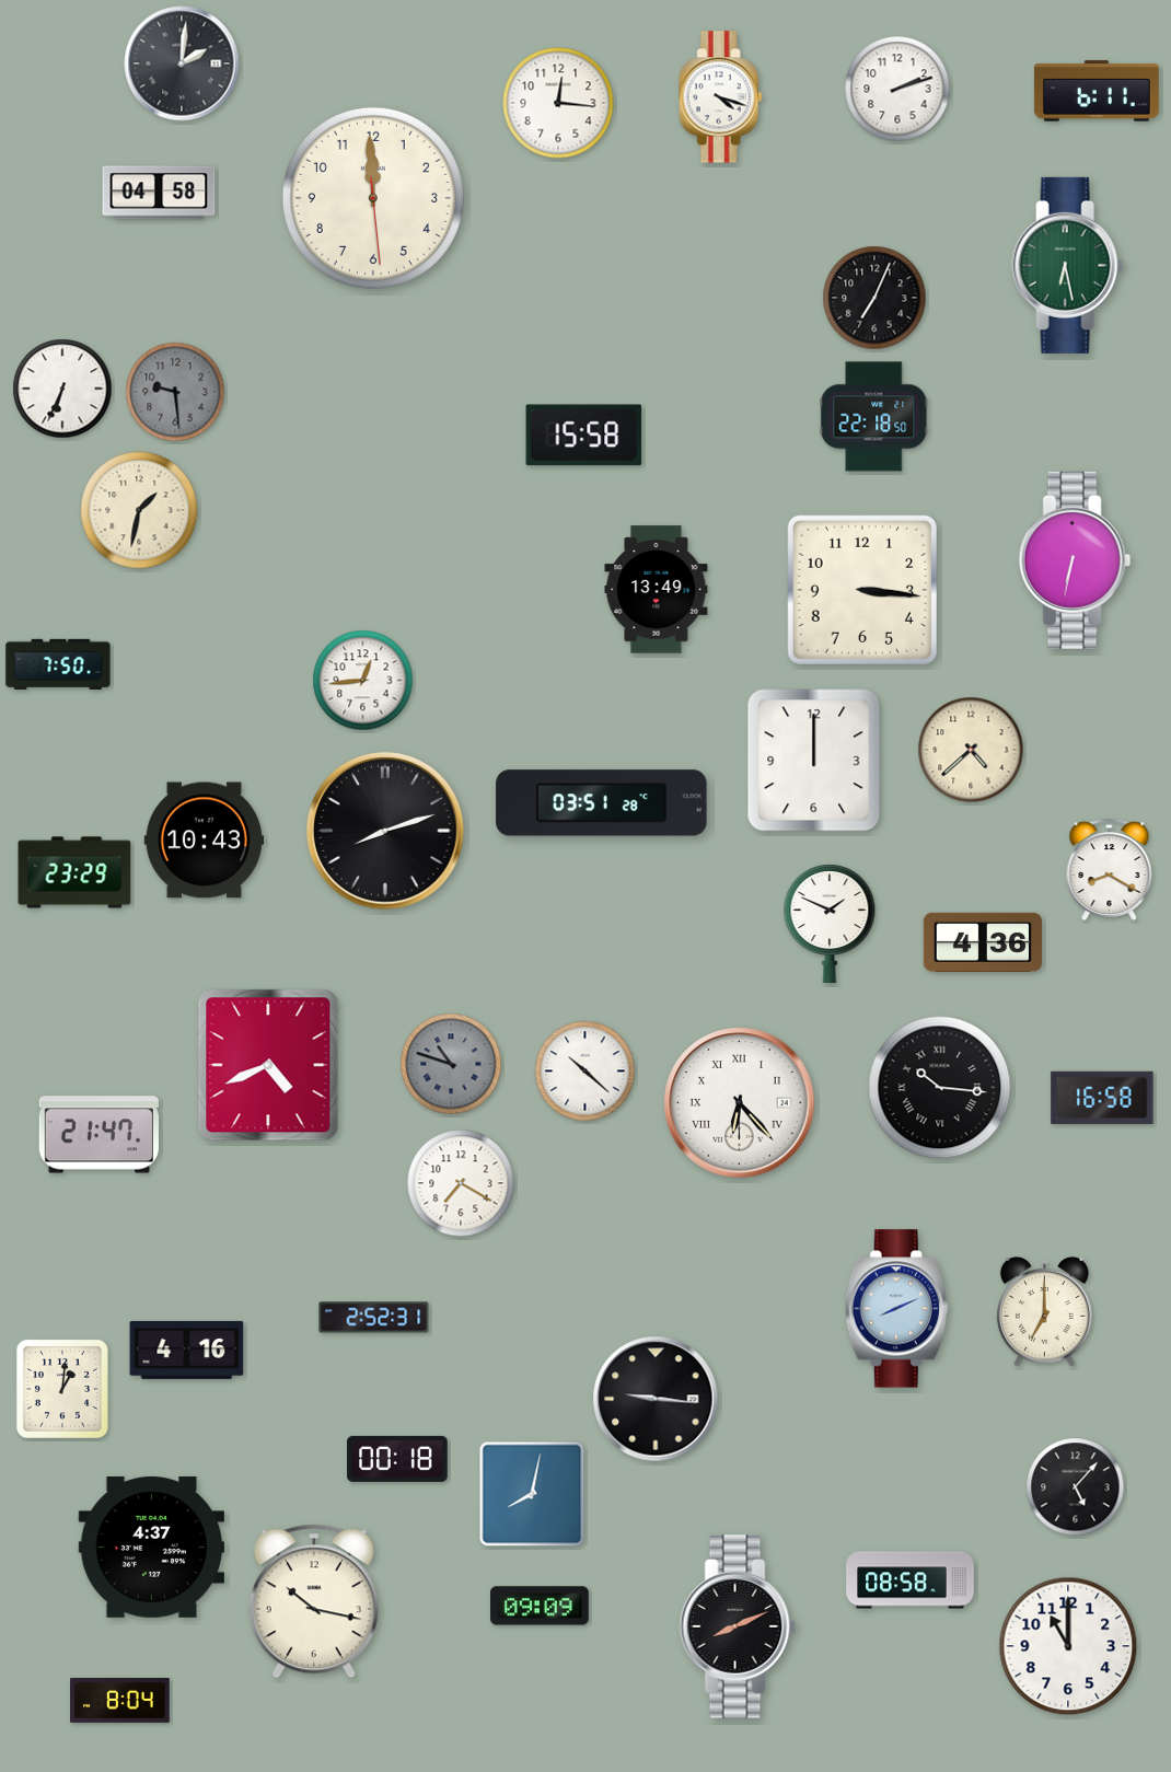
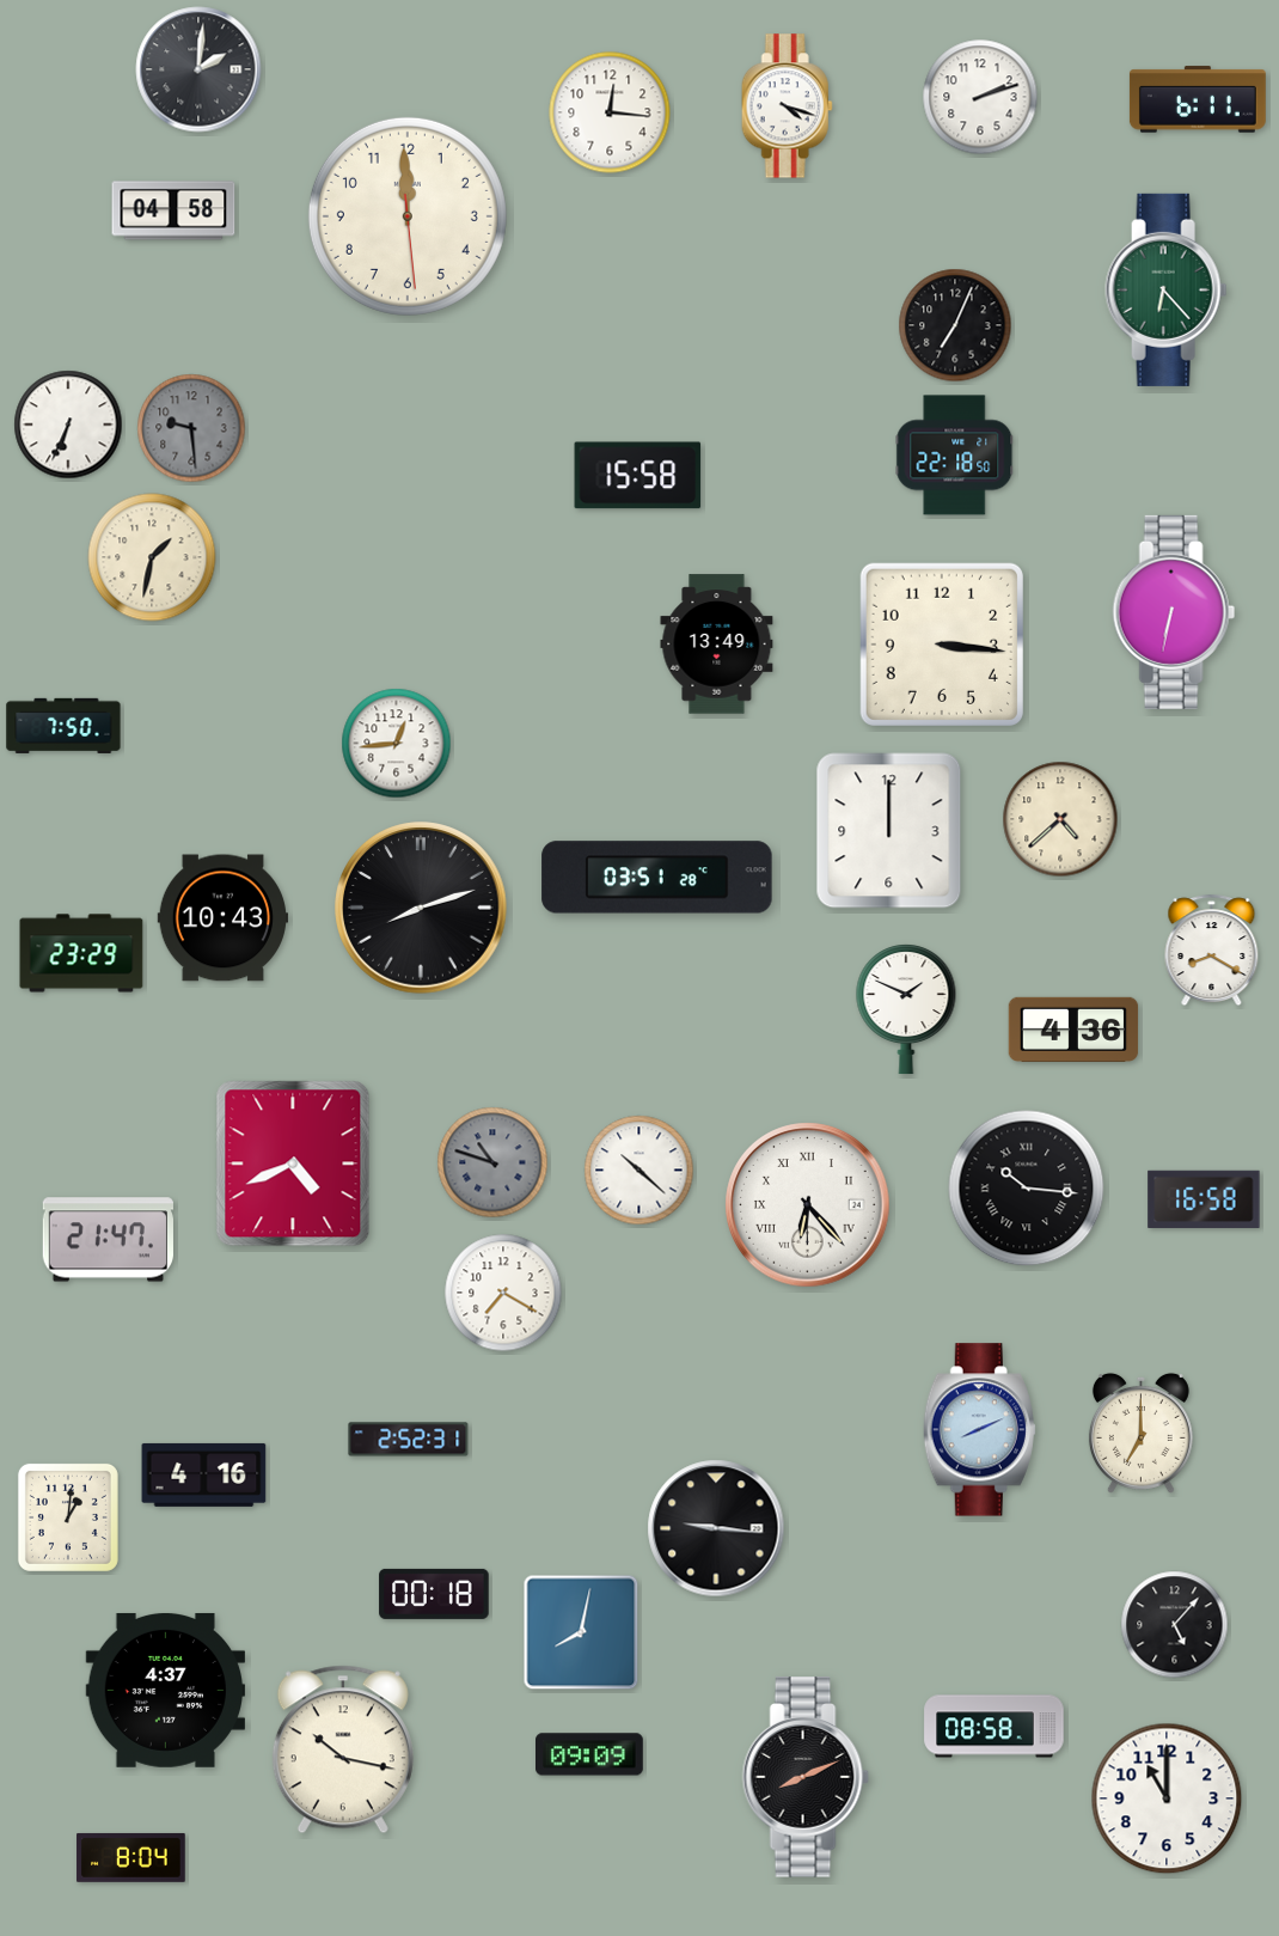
clock at (1068, 265): 6:28 -> 6:23
